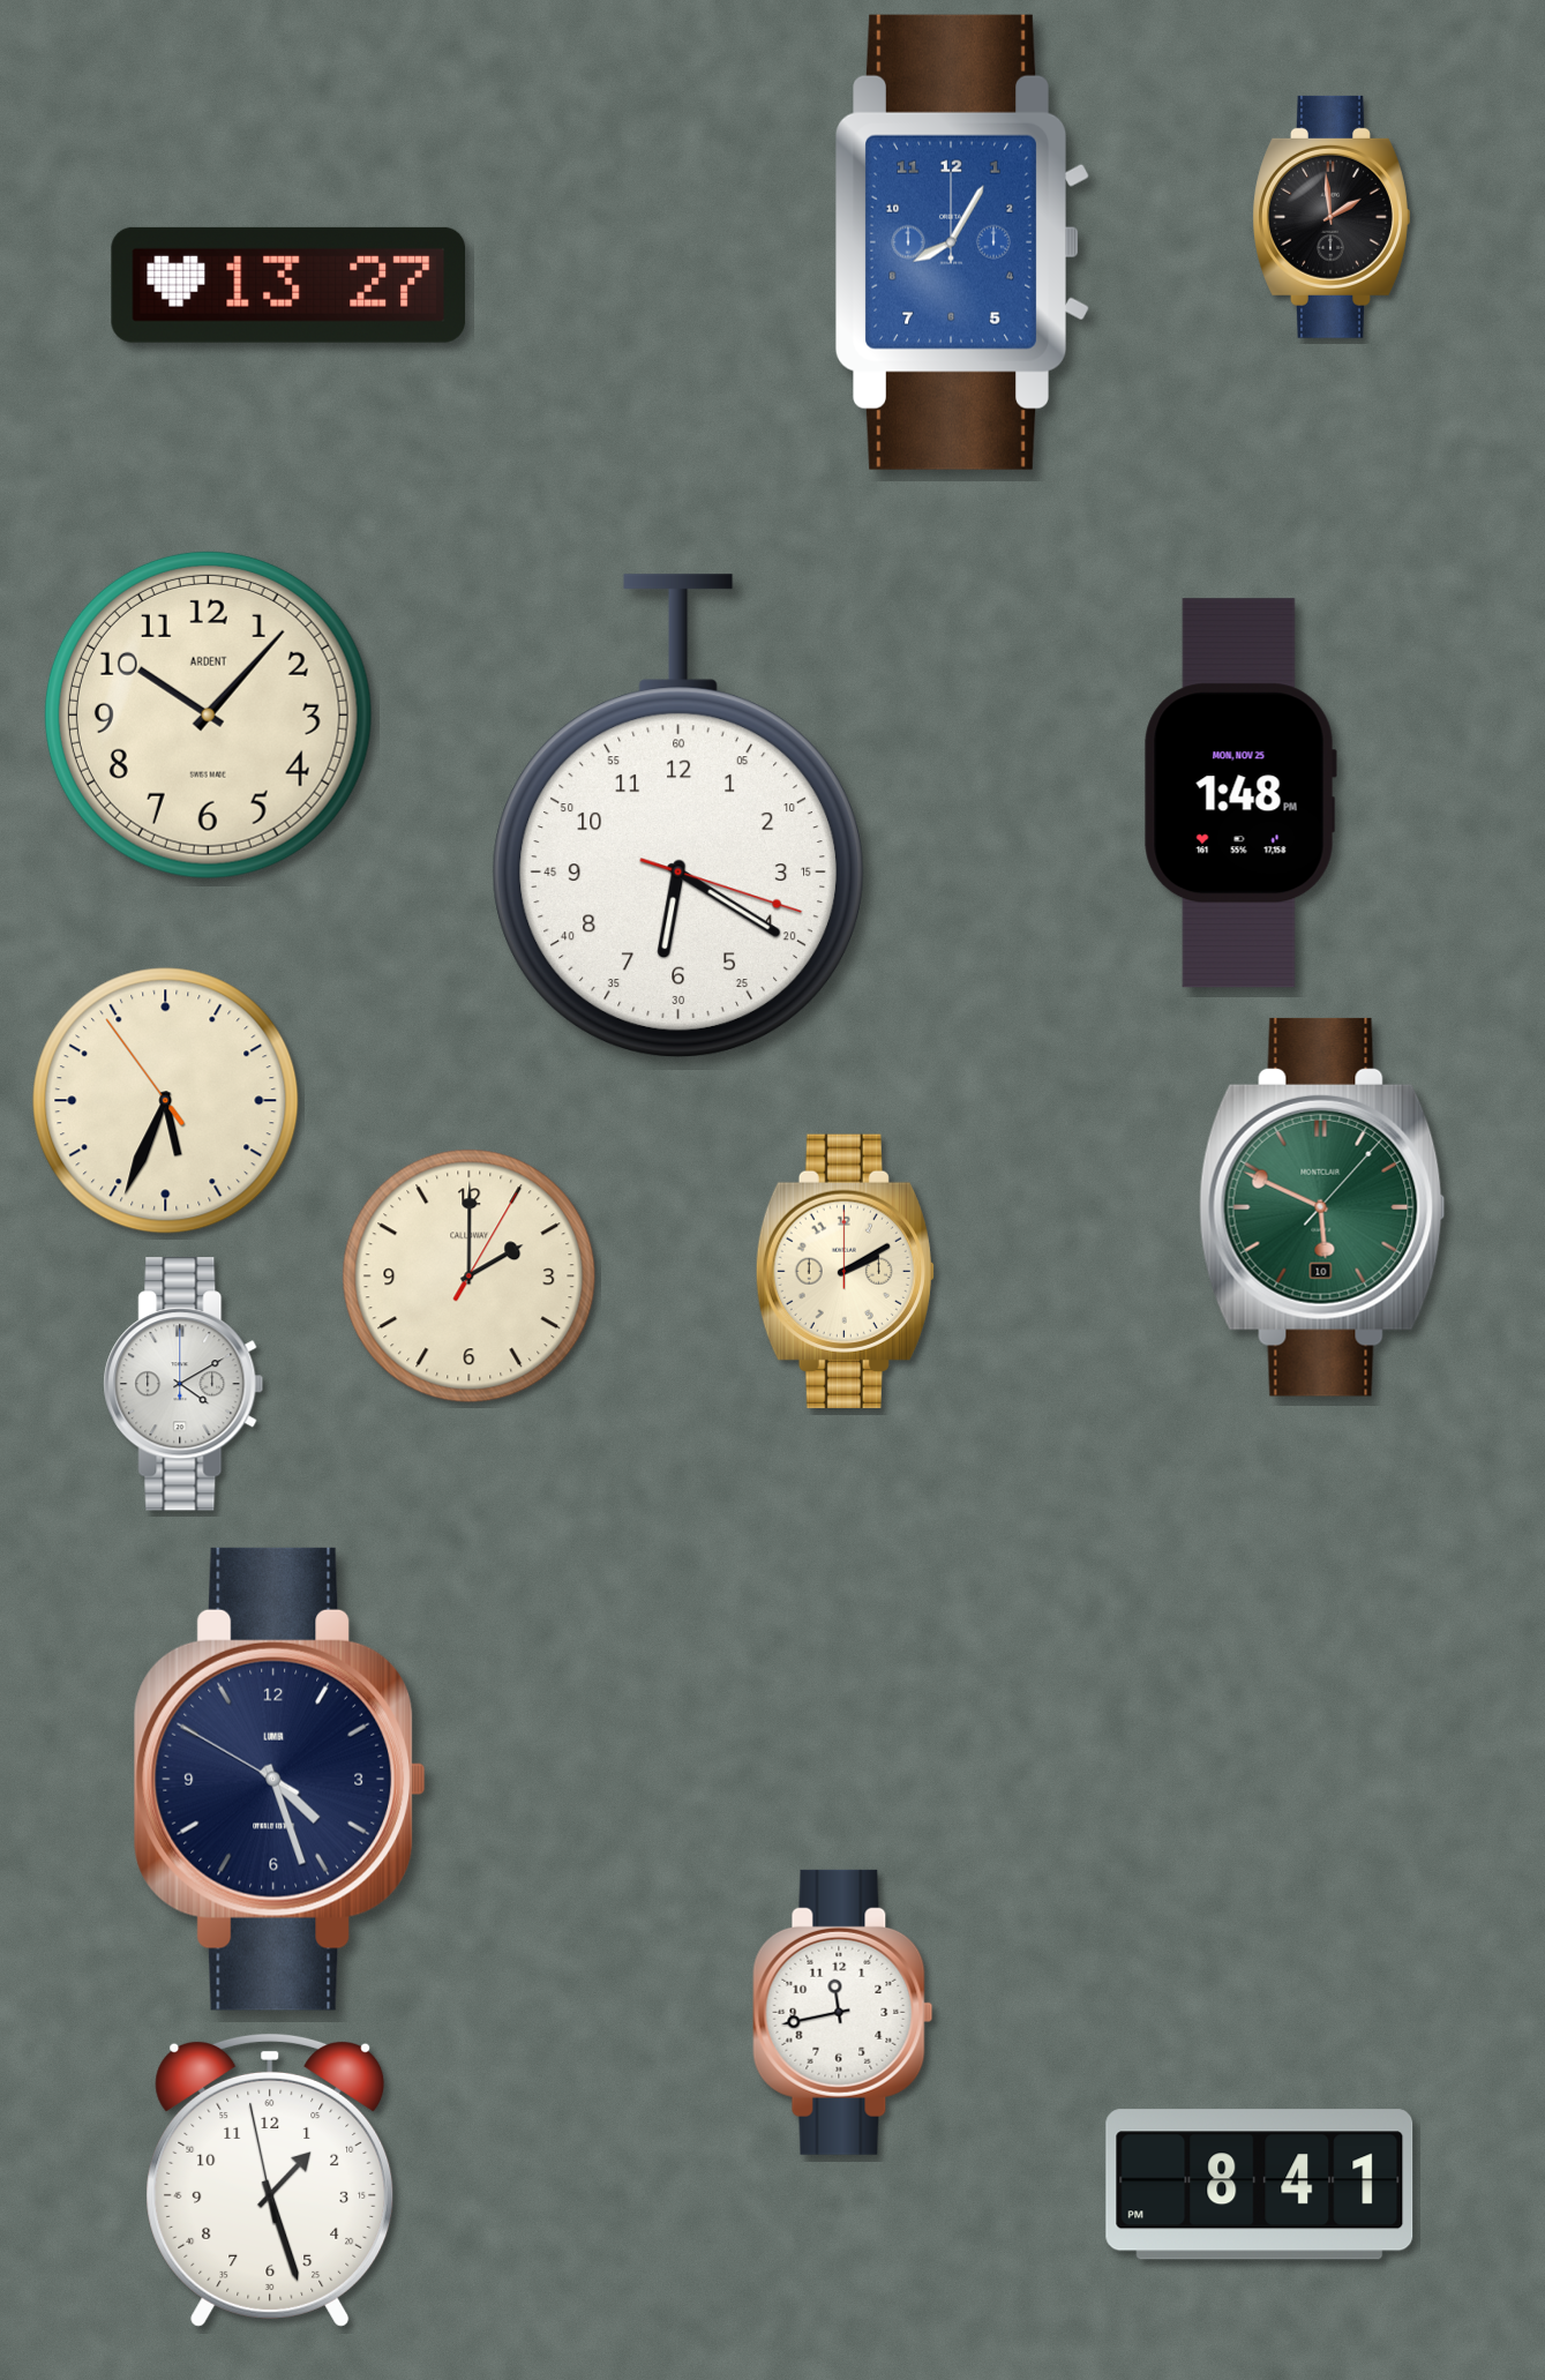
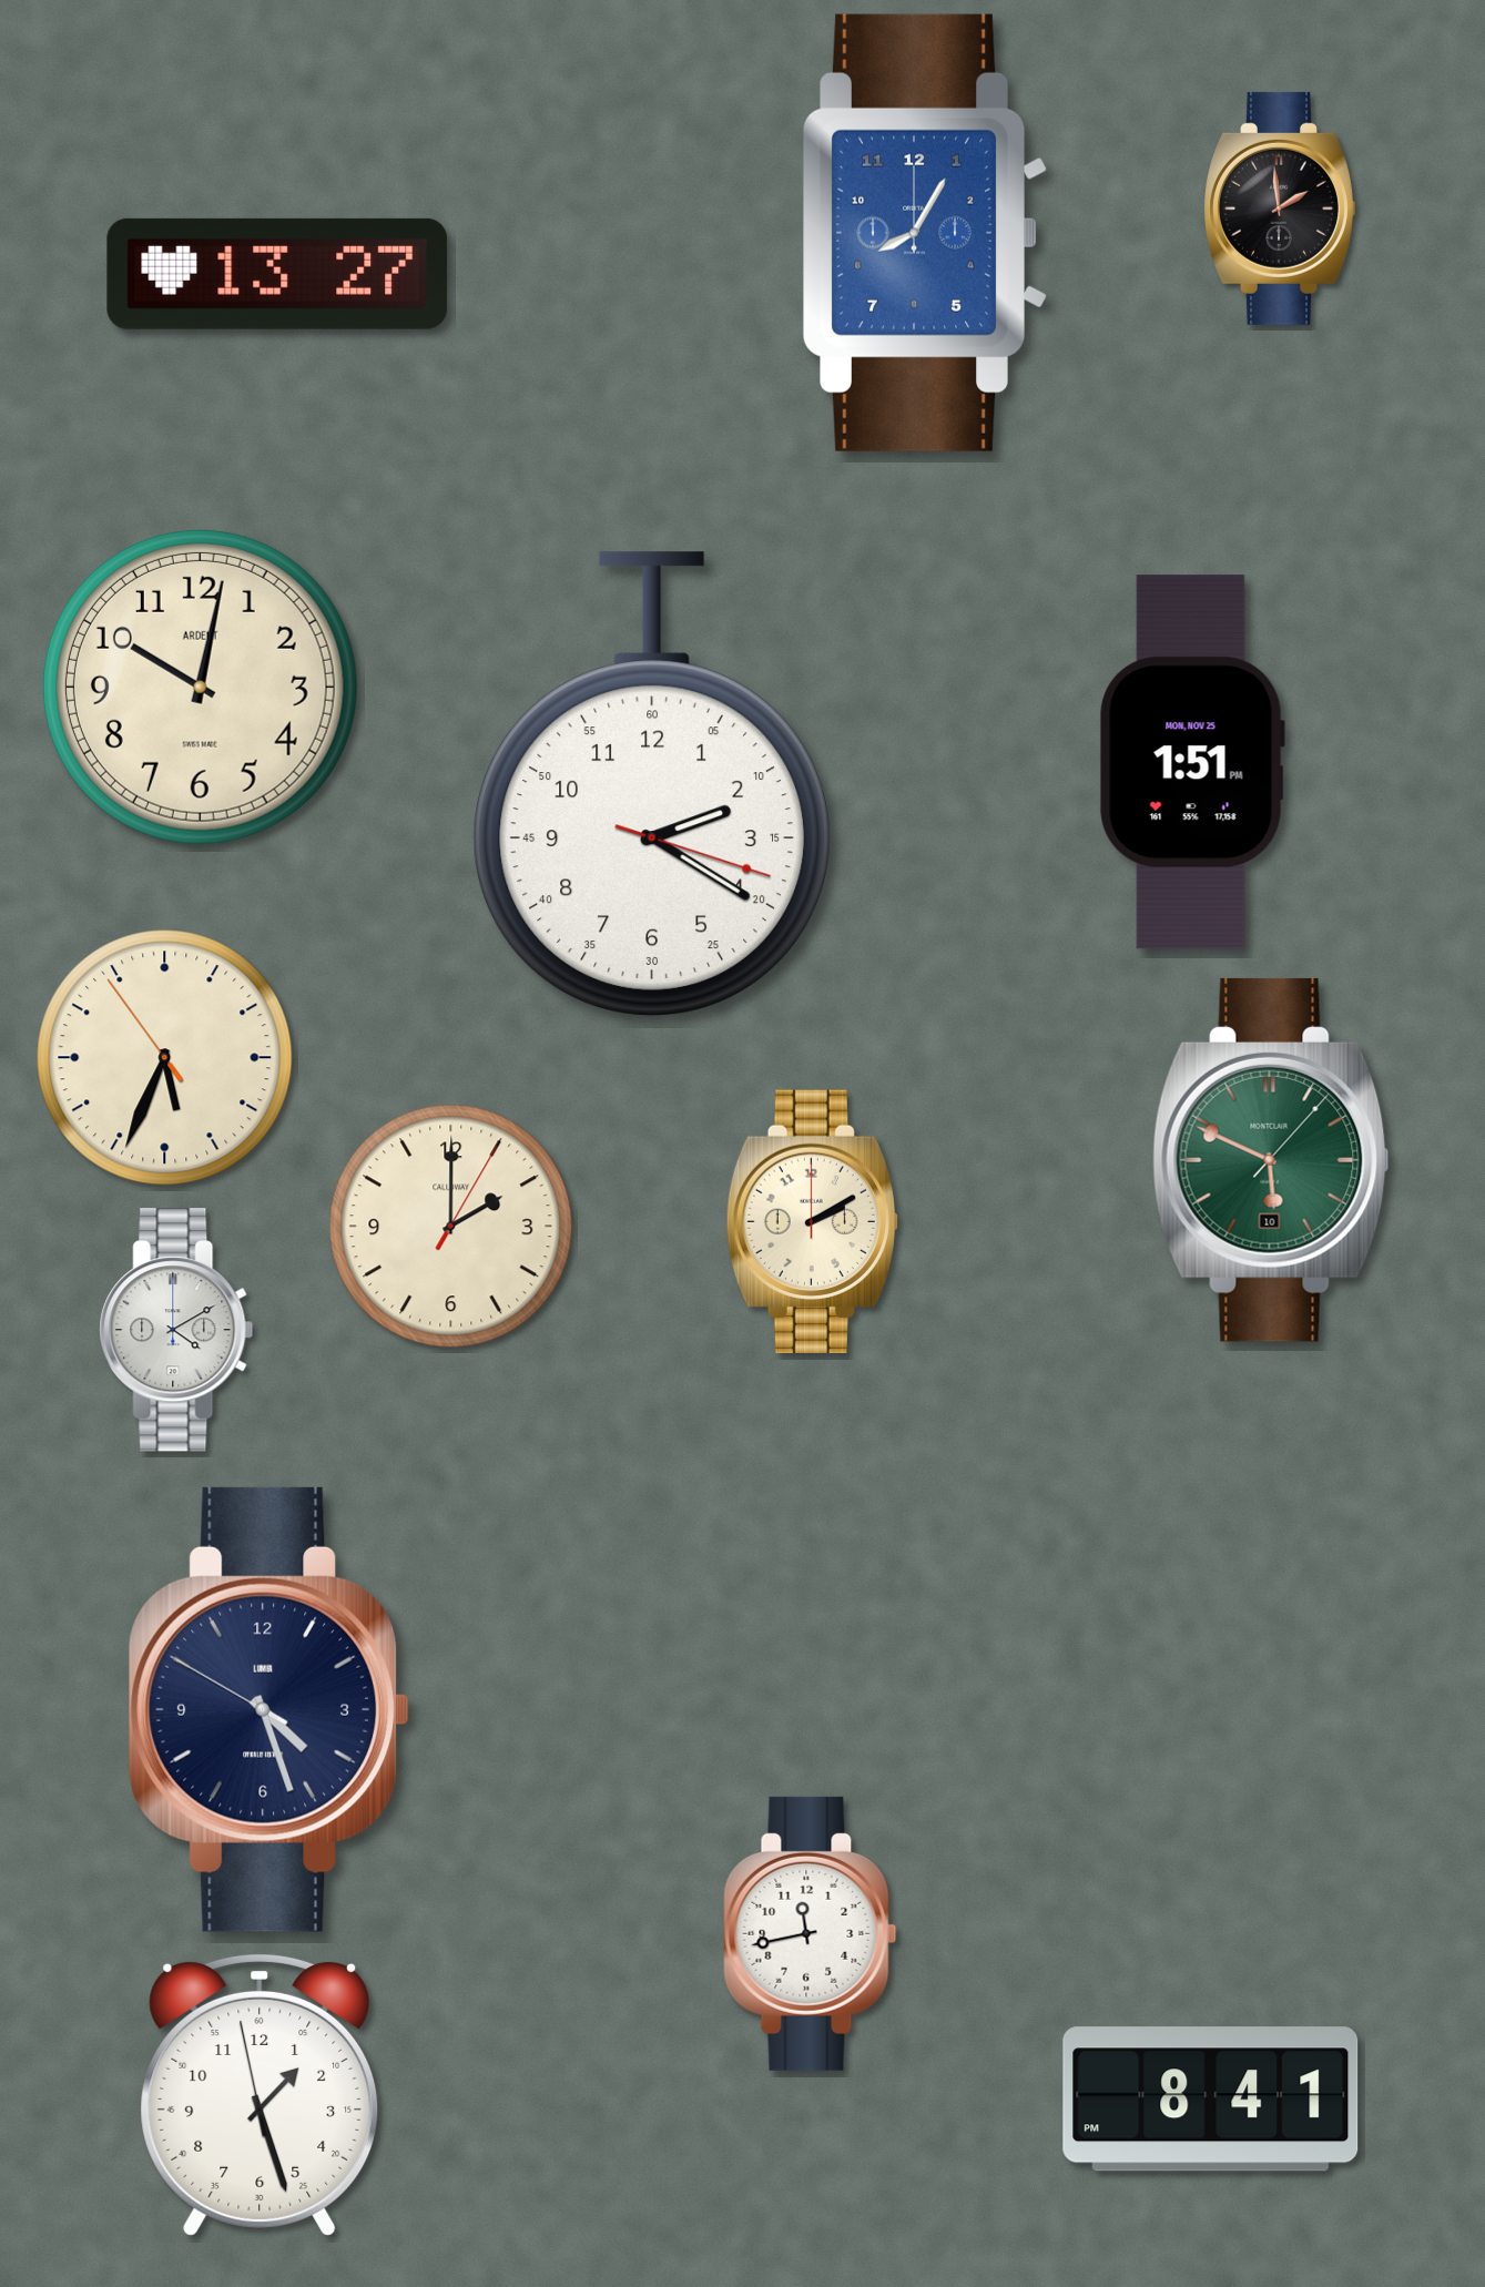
clock at (208, 714): 10:07 -> 10:02
clock at (1240, 793): 1:48 -> 1:51
clock at (678, 816): 6:20 -> 2:20
clock at (166, 1101) position: (166, 1101) -> (165, 1058)
